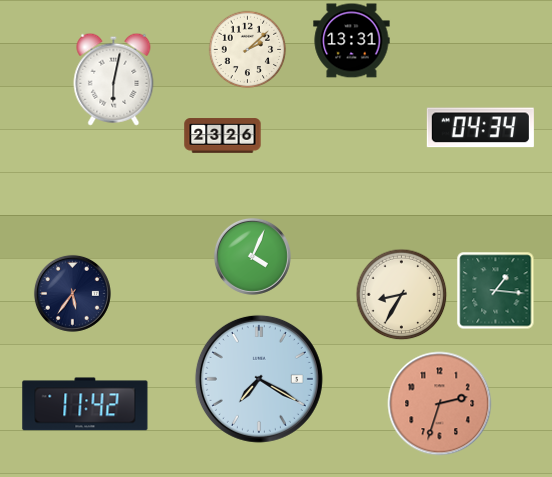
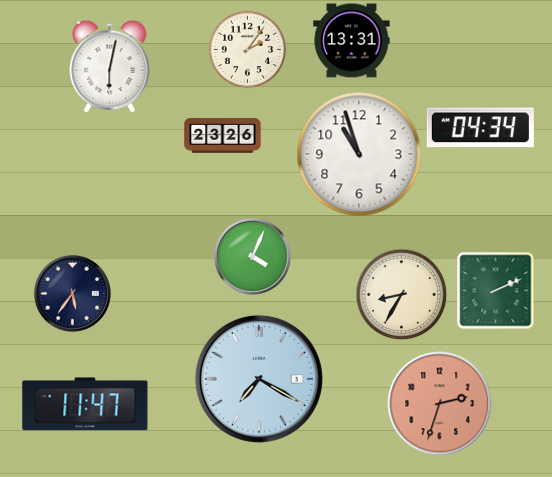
clock at (247, 49): 2:08 -> 2:06
clock at (114, 79) position: (114, 79) -> (110, 66)
clock at (359, 154): none -> 10:57
clock at (495, 290): 1:16 -> 2:11
clock at (85, 404): 11:42 -> 11:47
